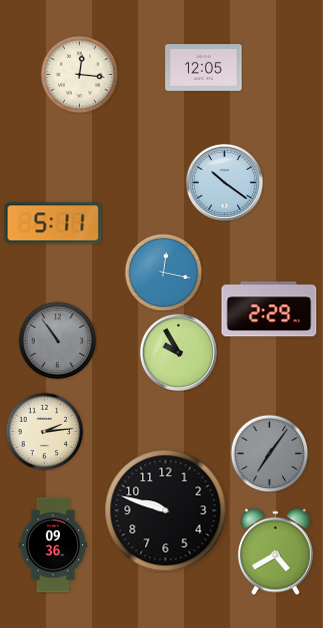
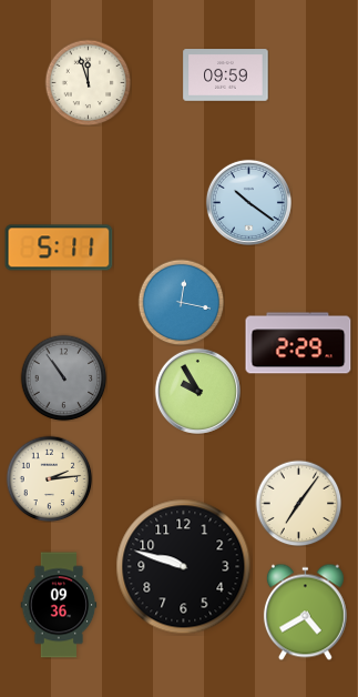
clock at (204, 68): 12:05 -> 09:59
clock at (79, 74): 12:16 -> 11:57
clock at (269, 453) dial: grey -> cream
